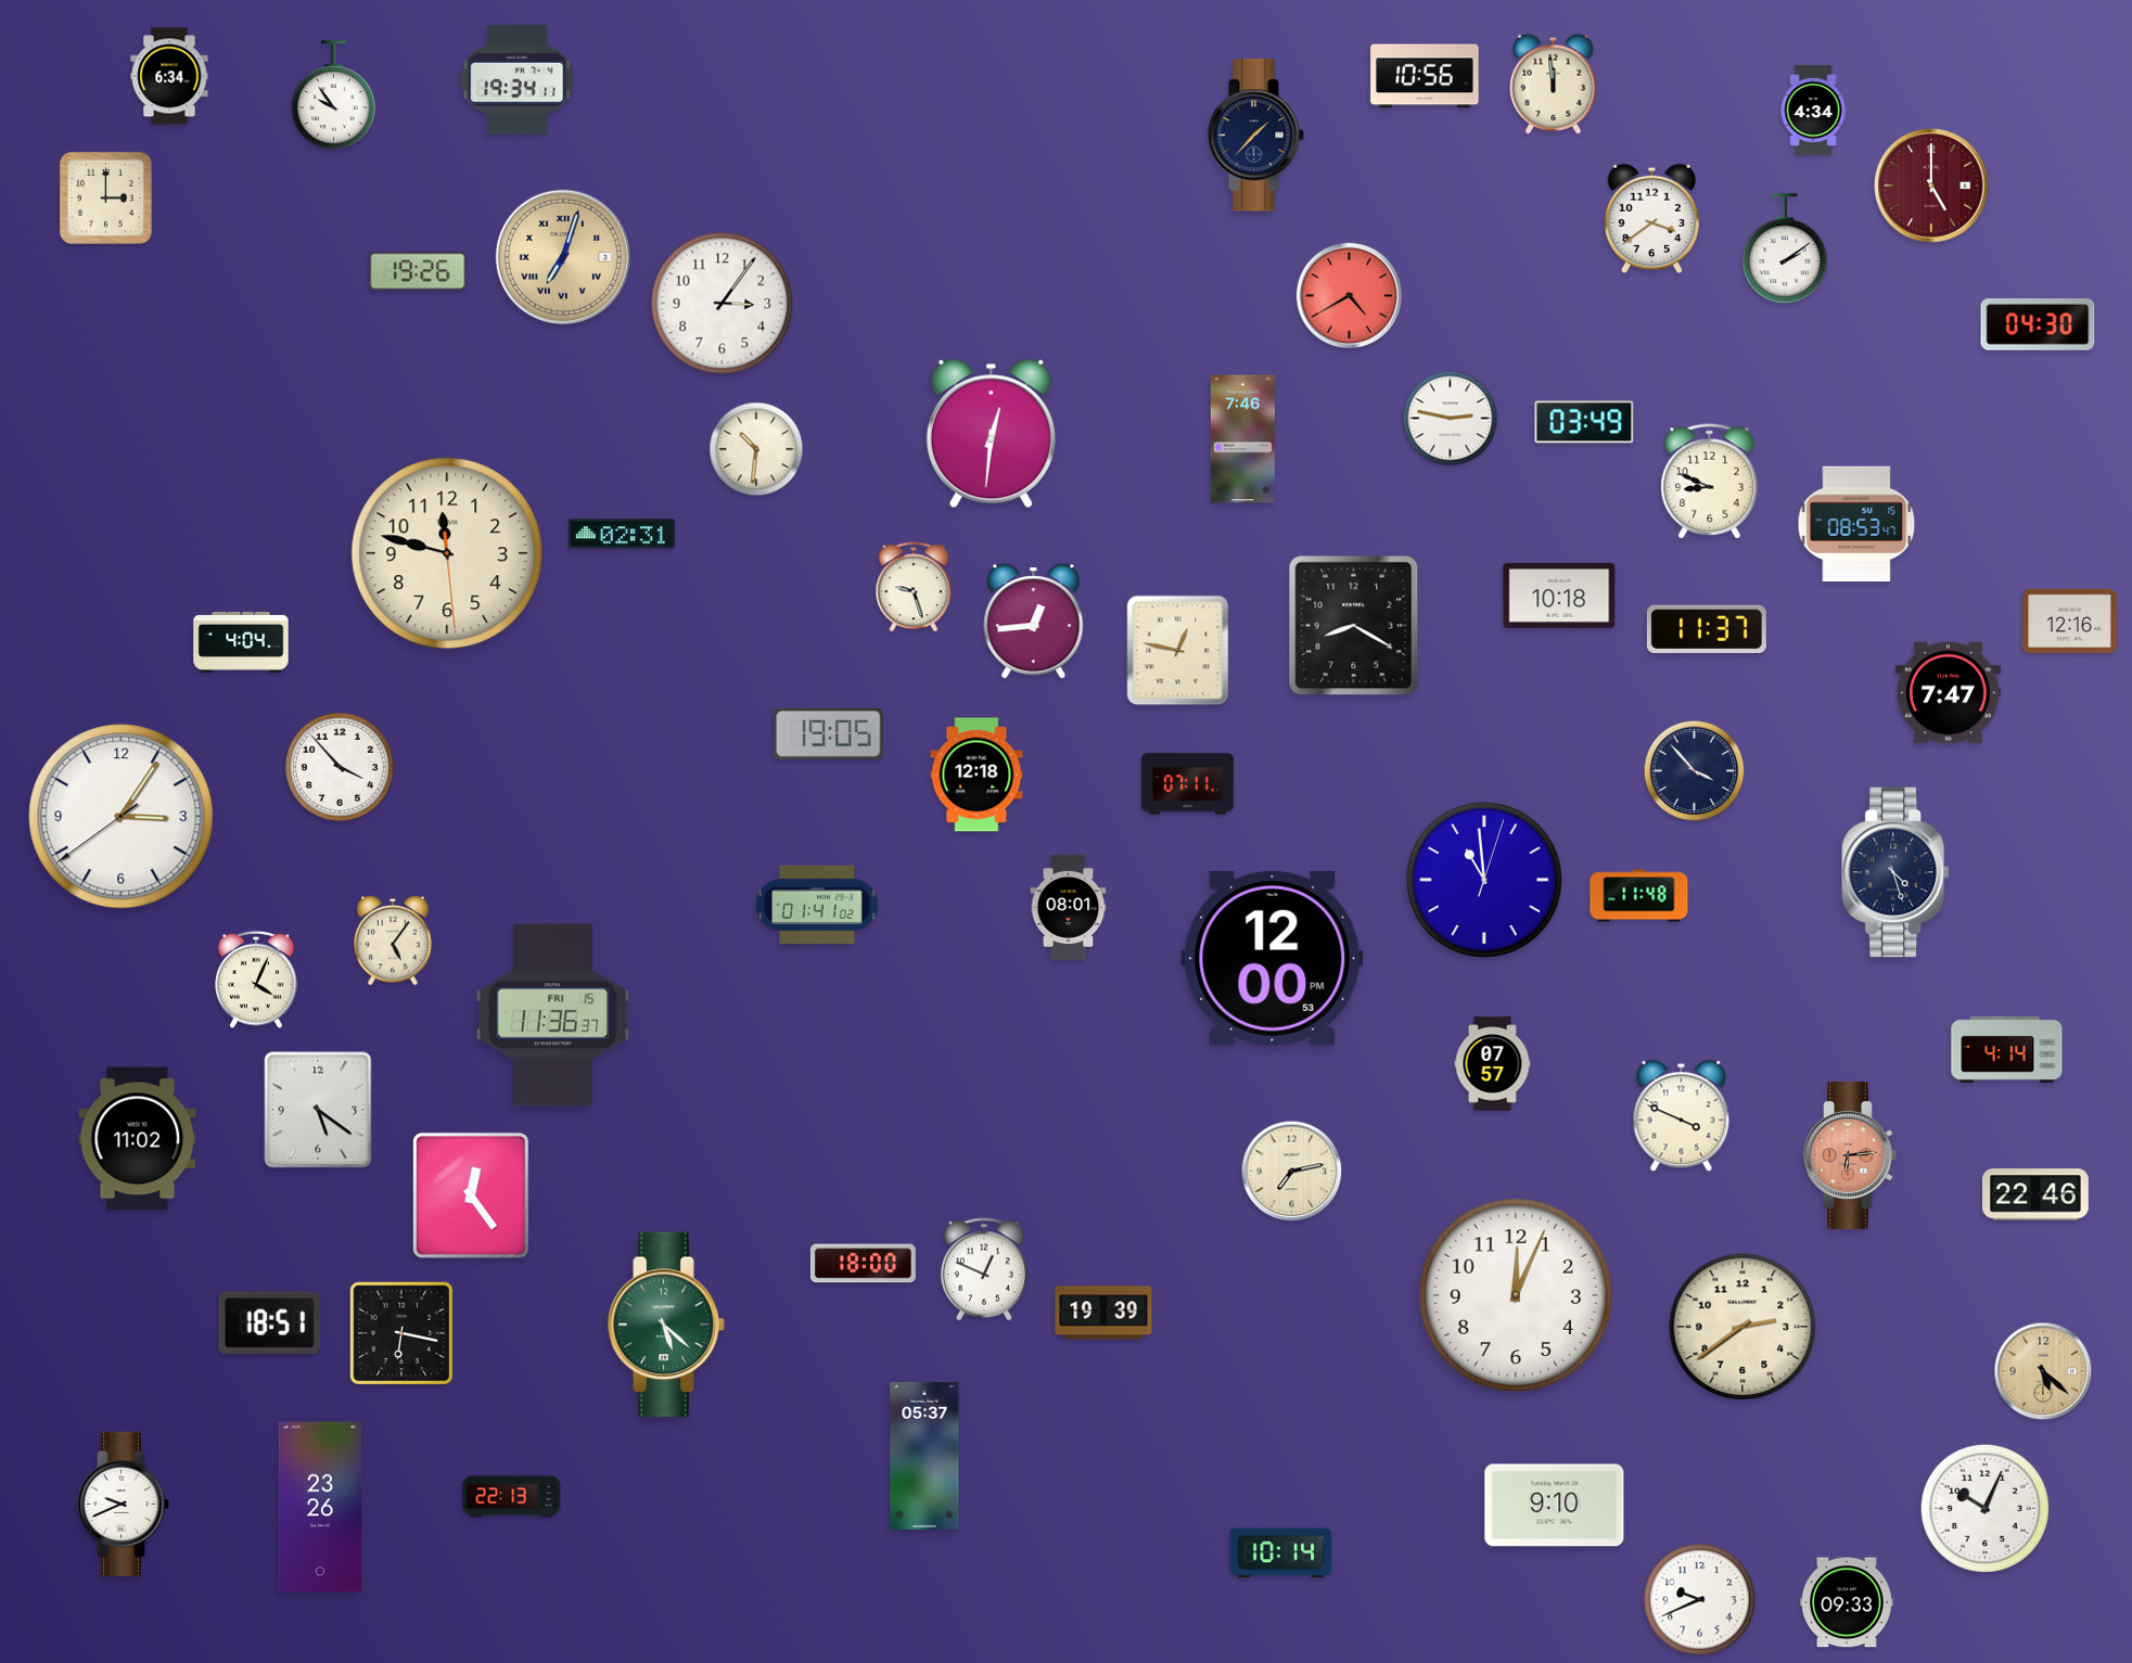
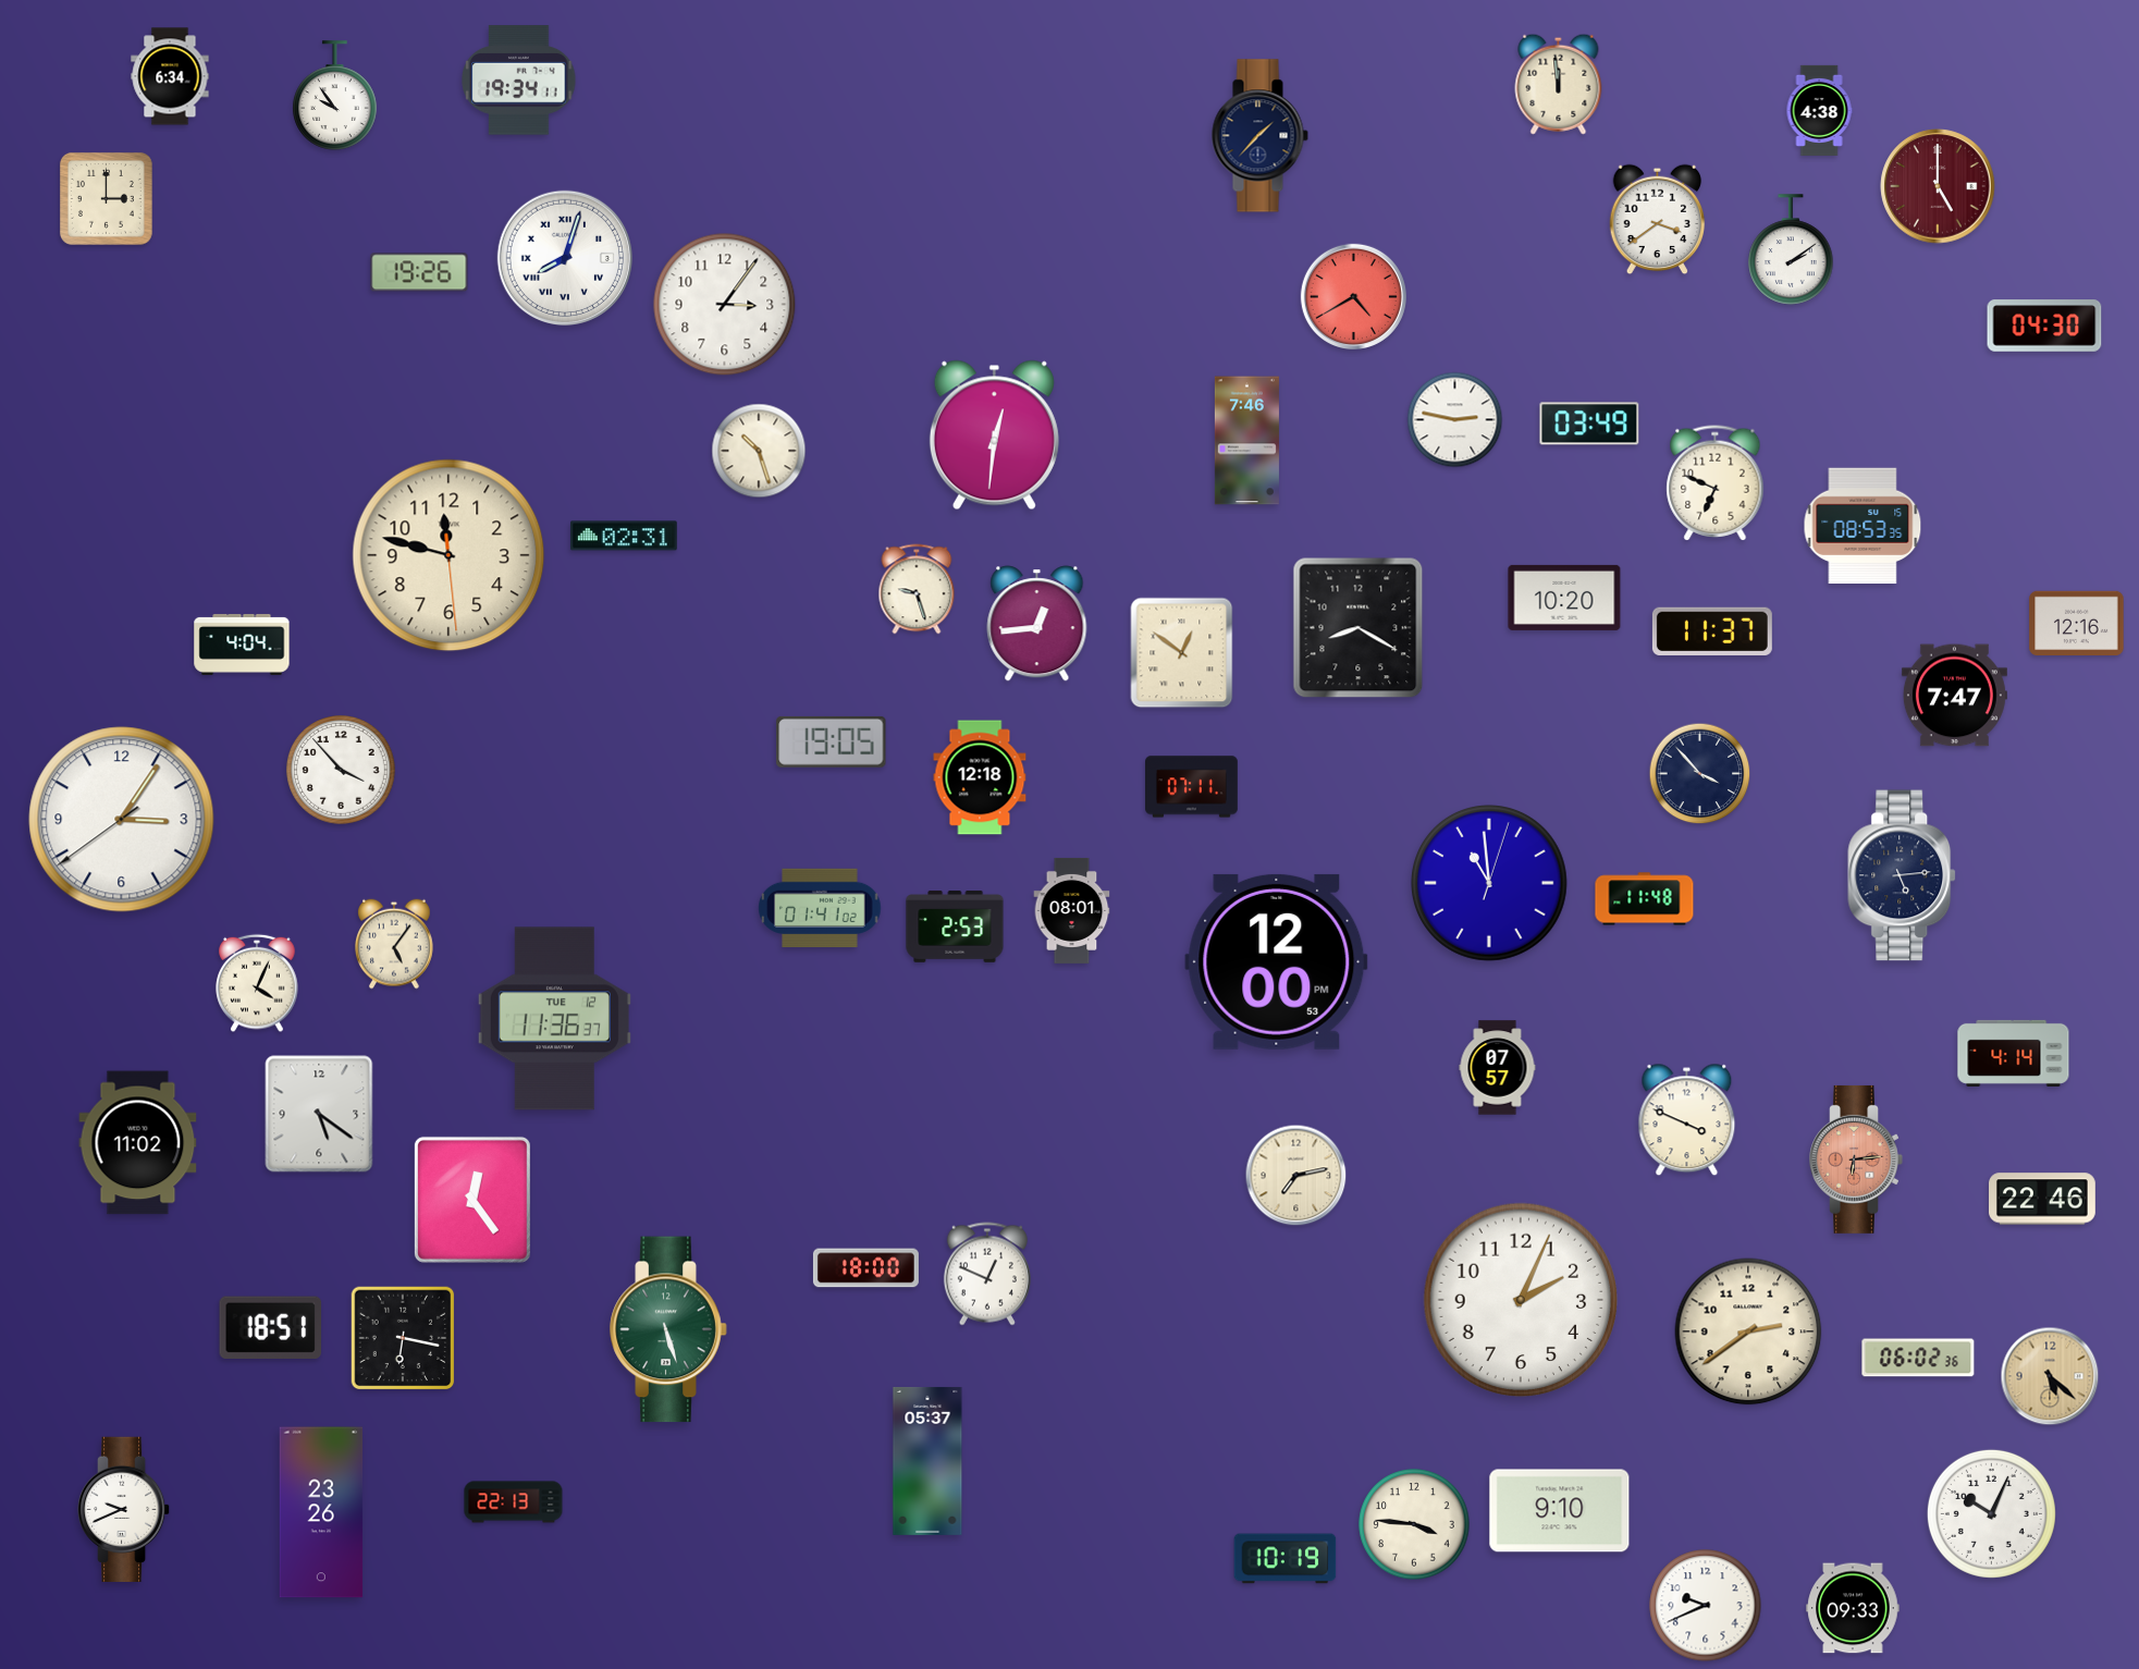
clock at (1425, 76): 10:56 -> none
clock at (1813, 110): 4:34 -> 4:38
clock at (562, 256): 7:03 -> 8:03
clock at (562, 256) dial: champagne -> white
clock at (756, 449): 10:31 -> 10:27
clock at (1710, 482): 8:49 -> 6:49
clock at (1856, 524): 08:53:47 -> 08:53:35
clock at (1559, 596): 10:18 -> 10:20
clock at (1178, 651): 12:47 -> 12:51
clock at (829, 733) position: (829, 733) -> (832, 741)
clock at (1897, 872): 4:27 -> 5:14
clock at (955, 926): none -> 2:53
clock at (552, 1015) date: FRI 15 -> TUE 12
clock at (1516, 1295): 12:04 -> 2:04
clock at (1103, 1313): 19:39 -> none
clock at (666, 1325): 5:22 -> 5:27
clock at (1918, 1358): none -> 06:02
clock at (1414, 1524): none -> 3:46
clock at (1281, 1553): 10:14 -> 10:19
